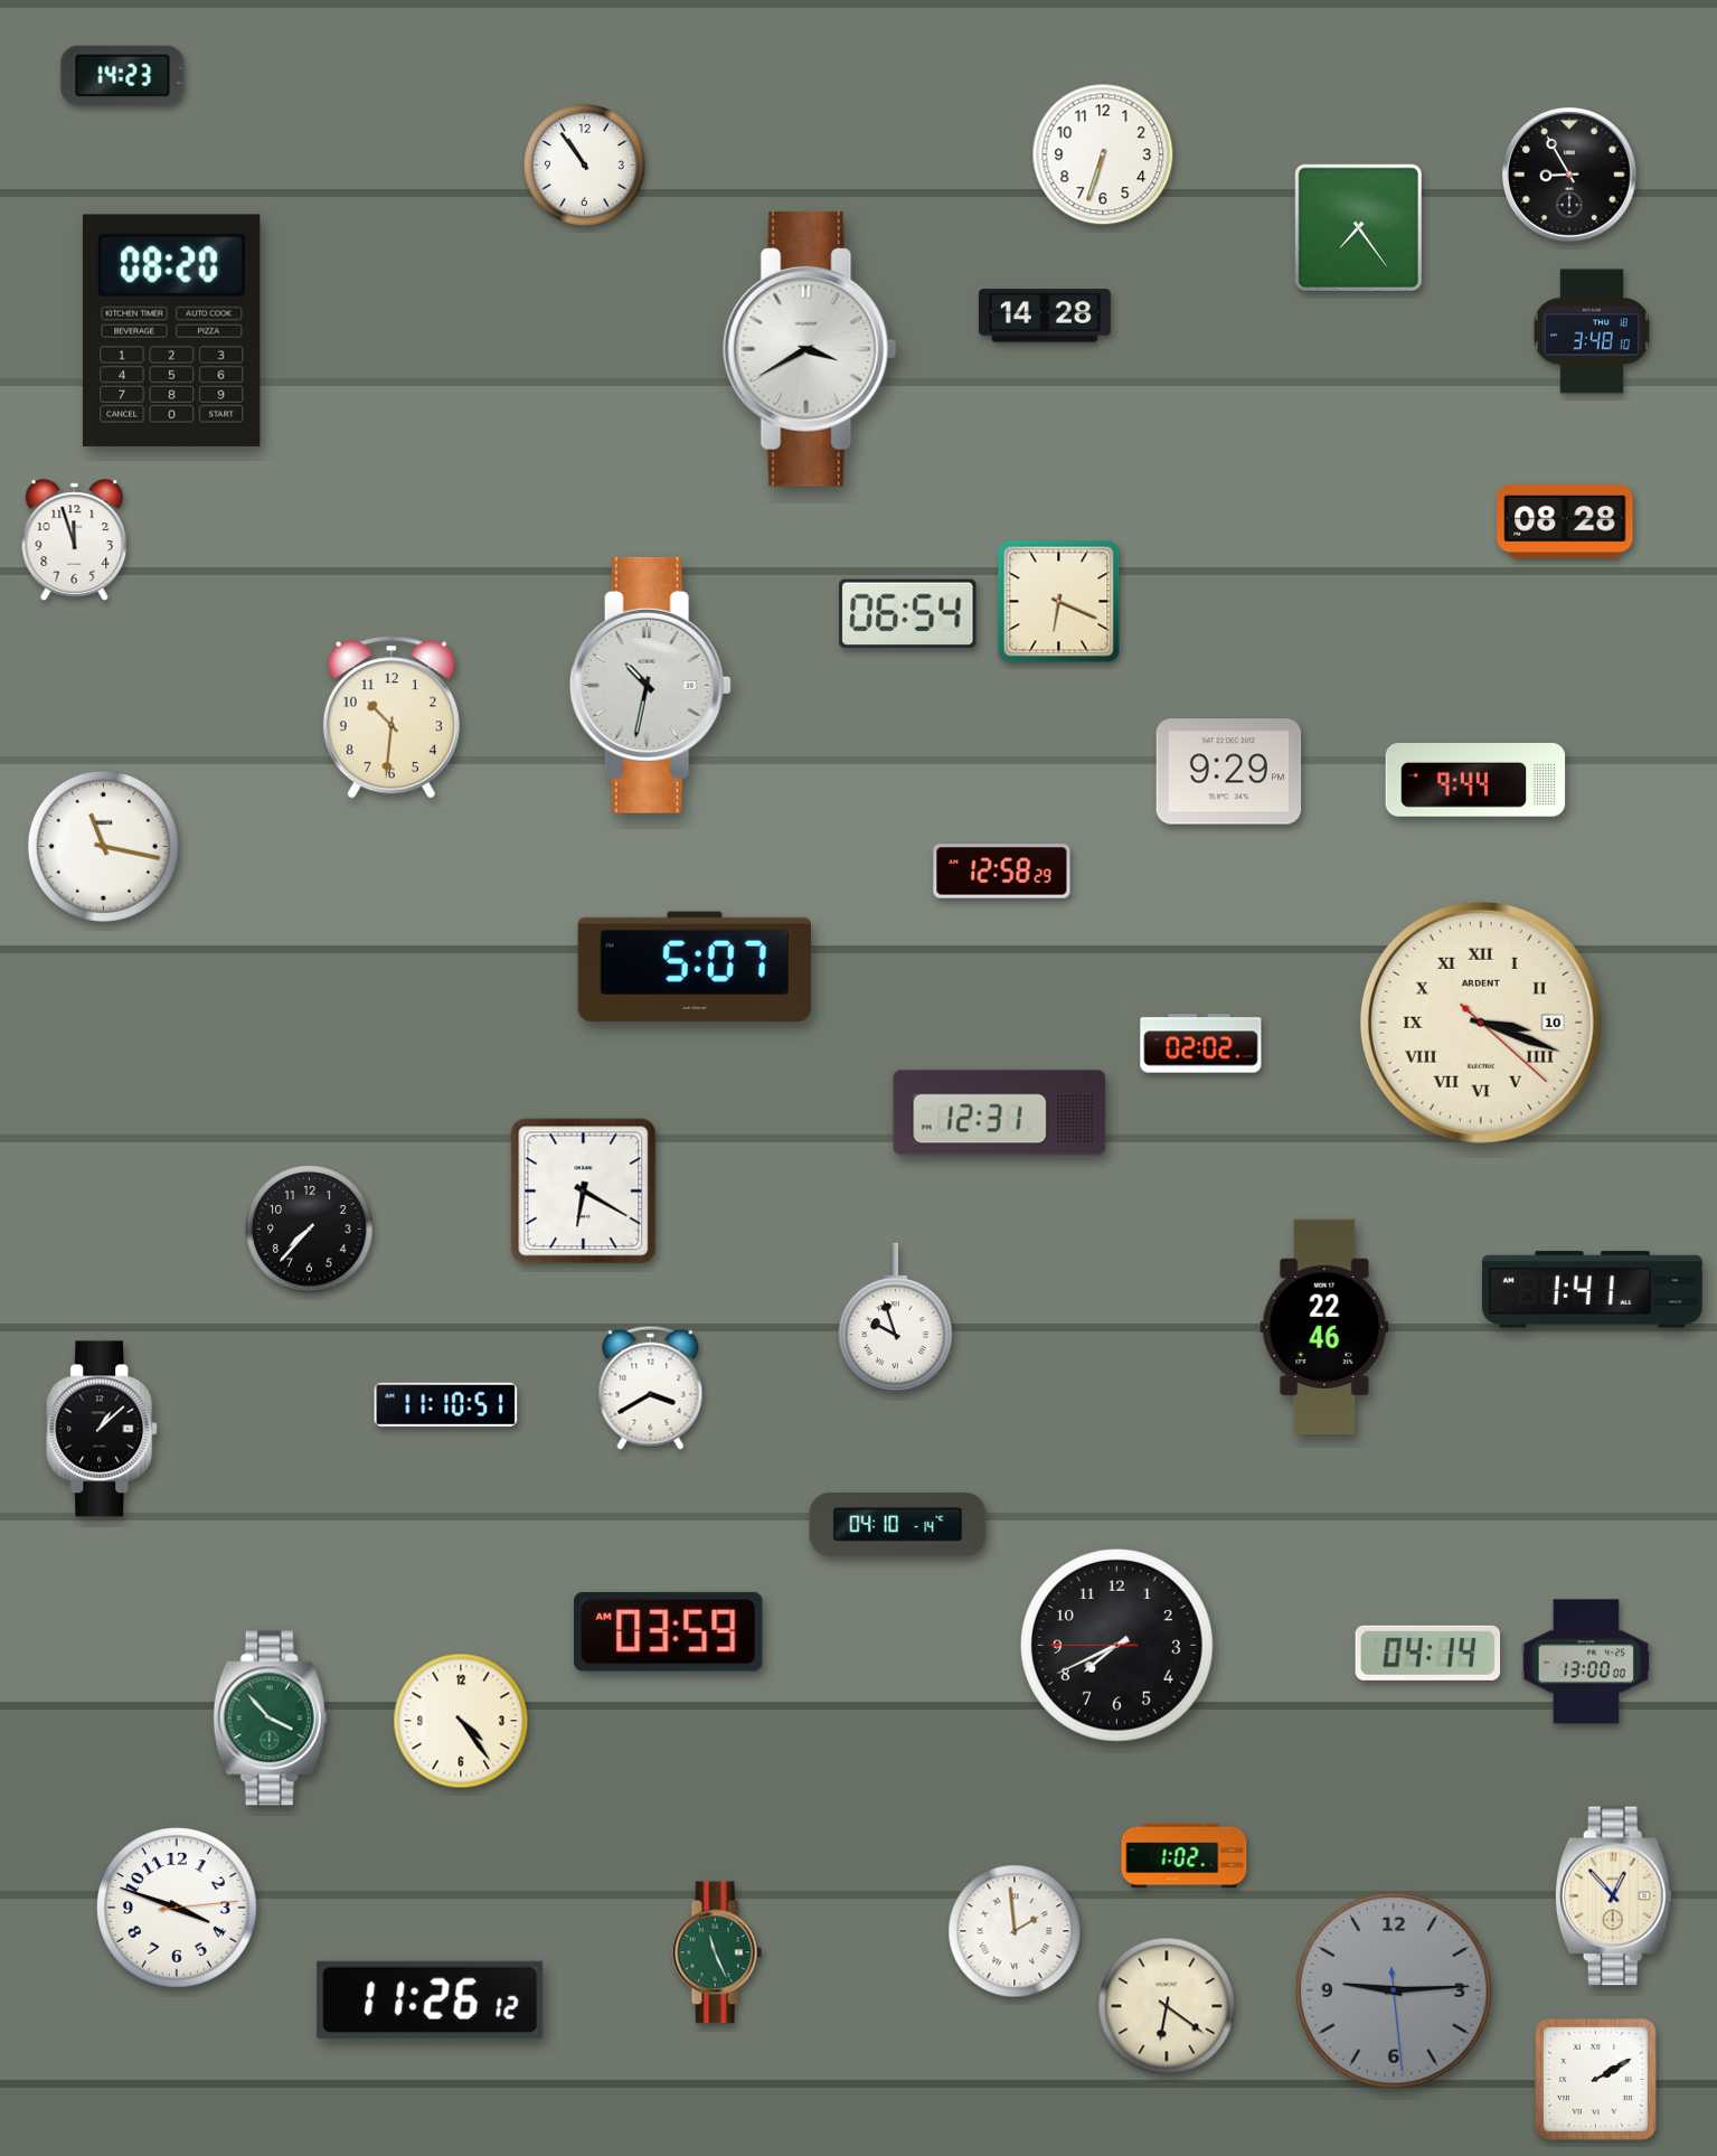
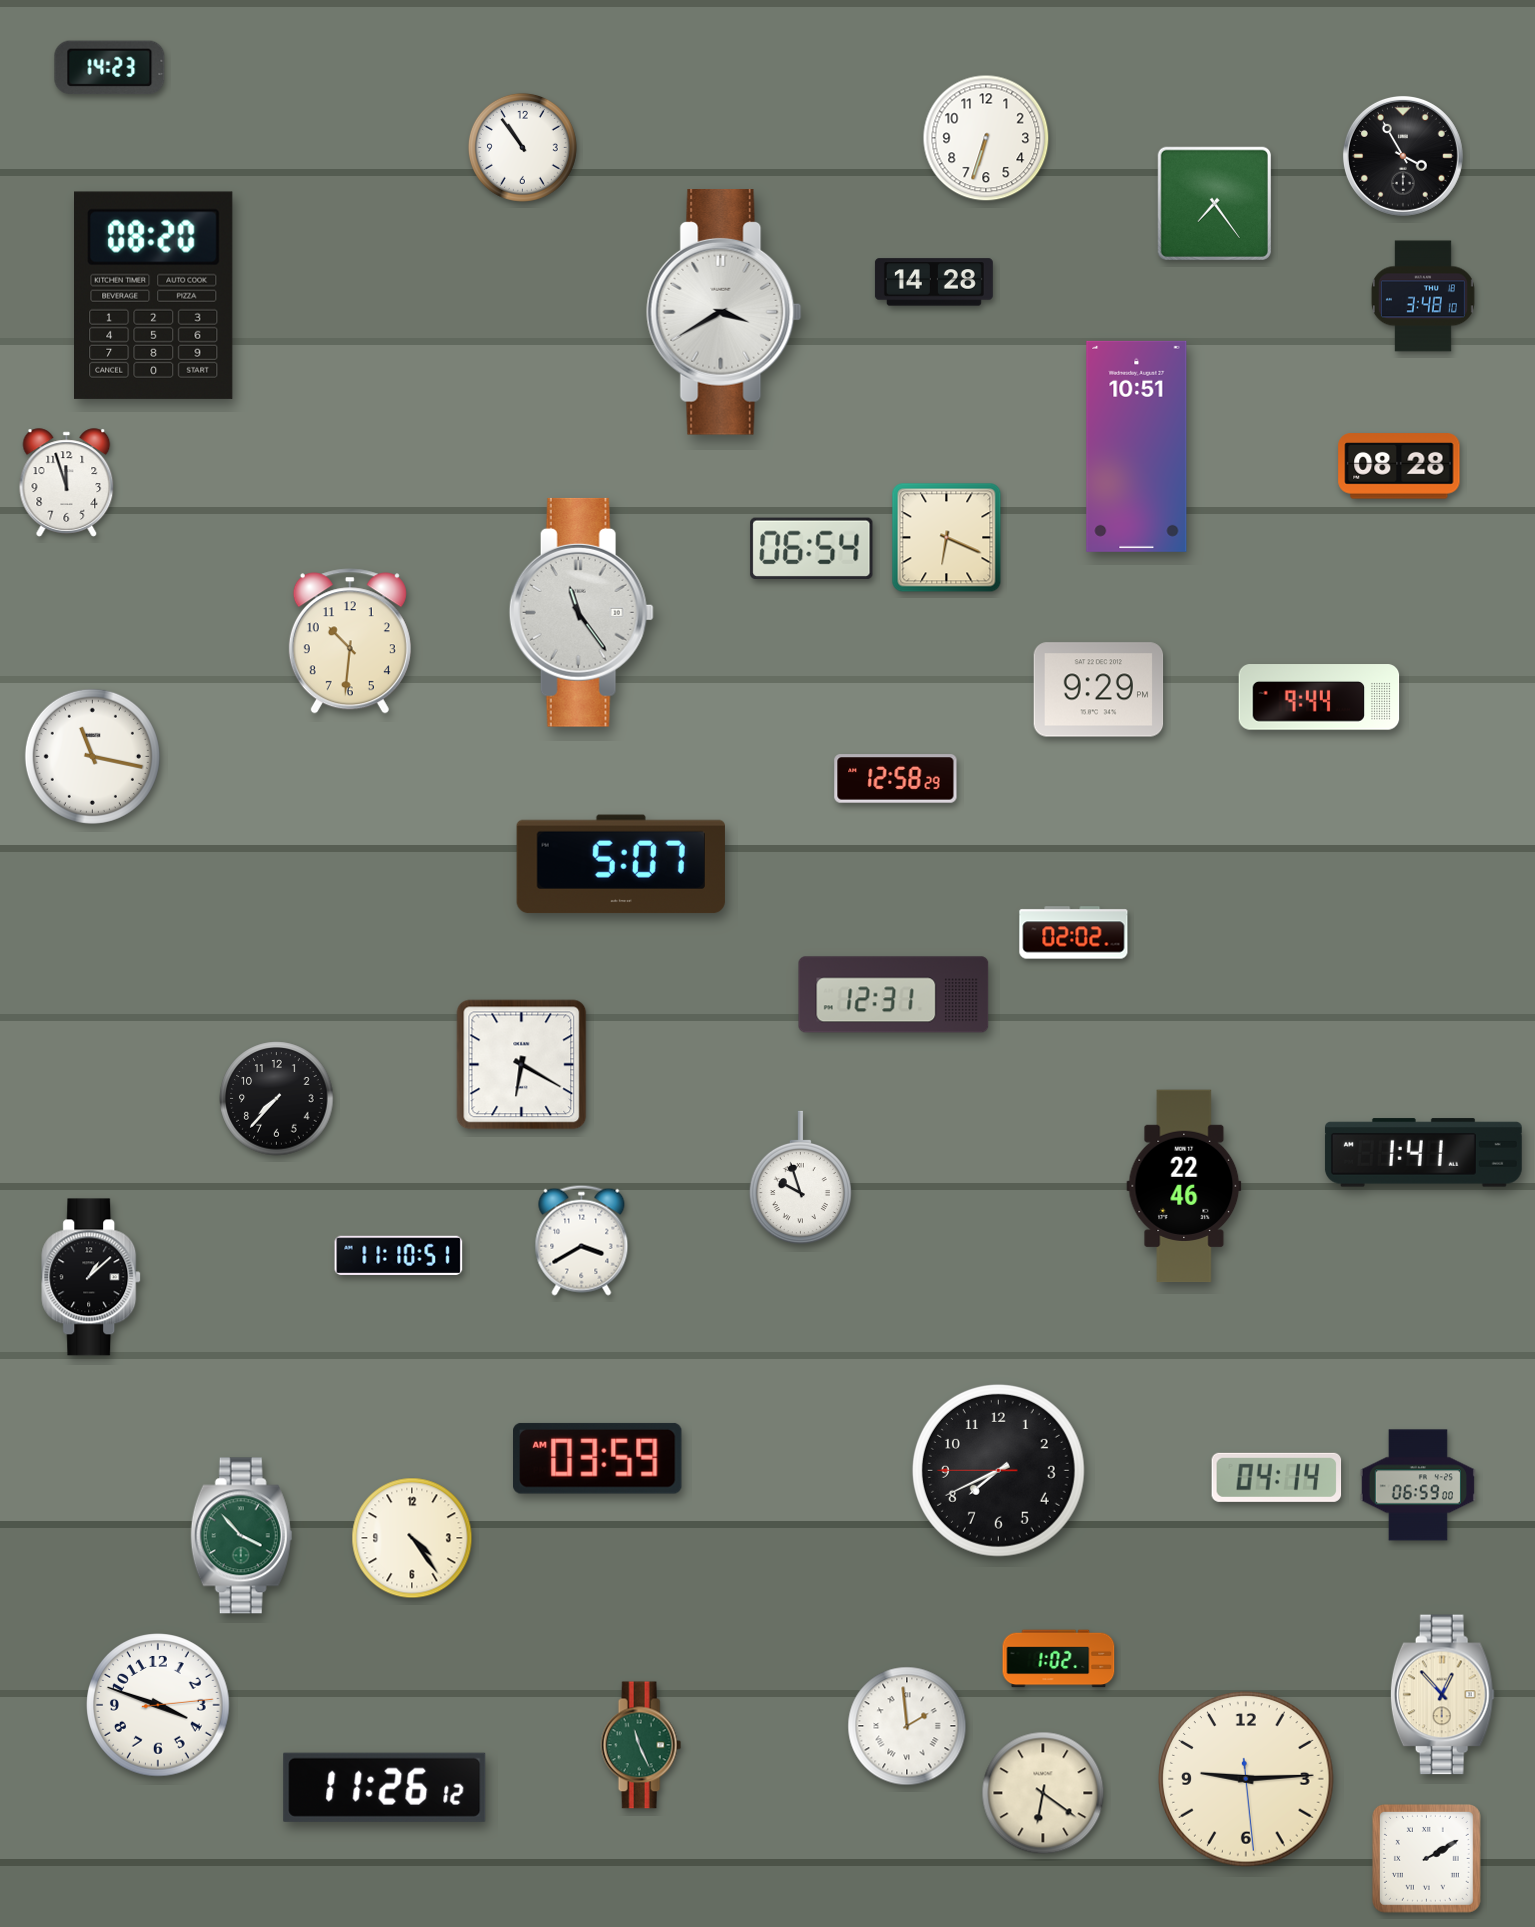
clock at (1569, 175): 8:55 -> 3:55
clock at (1137, 446): none -> 10:51
clock at (650, 685): 10:32 -> 11:24
clock at (1481, 1023): 3:18 -> none
clock at (898, 1524): 04:10 -> none
clock at (1586, 1661): 13:00 -> 06:59
clock at (1394, 1990) dial: grey -> cream
